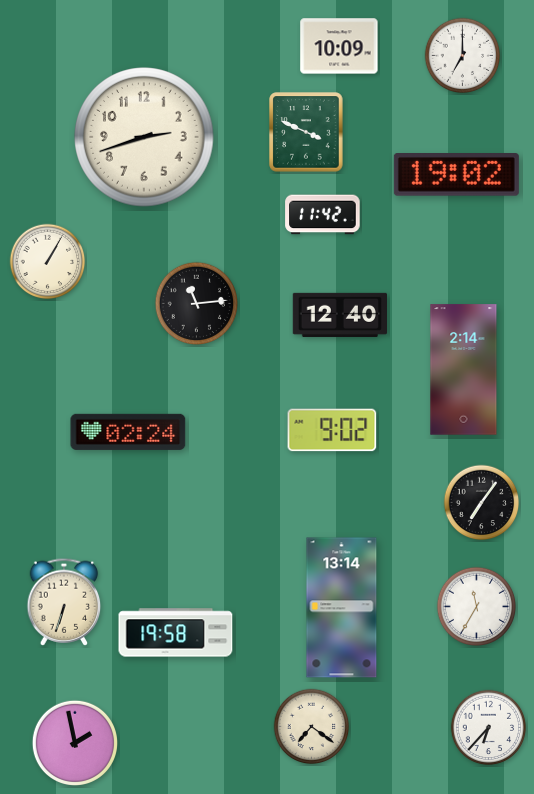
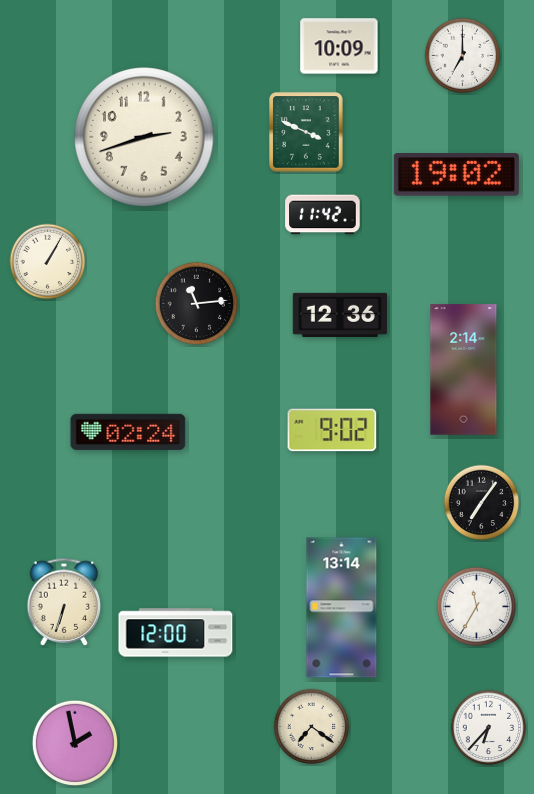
clock at (339, 315): 12:40 -> 12:36
clock at (176, 633): 19:58 -> 12:00
